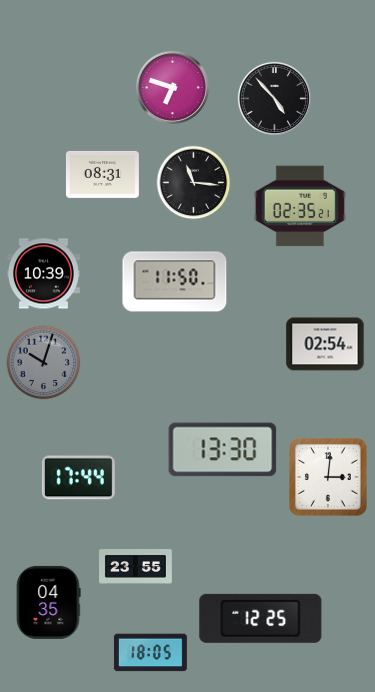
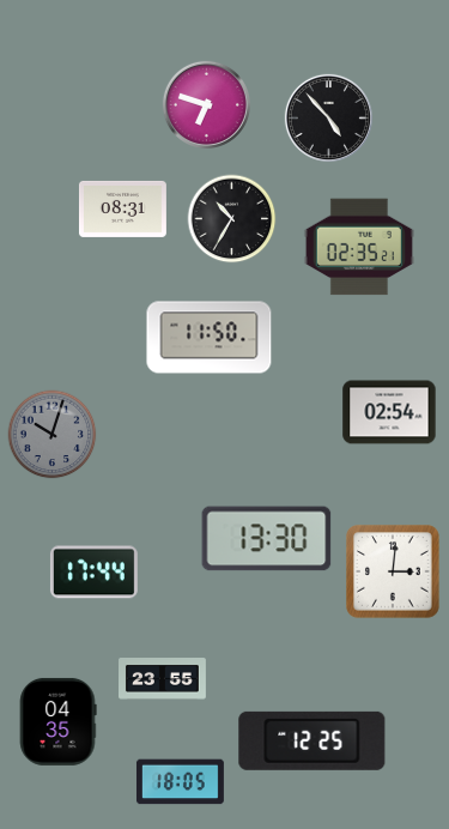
clock at (194, 183): 11:16 -> 10:35
clock at (43, 274): 10:39 -> none
